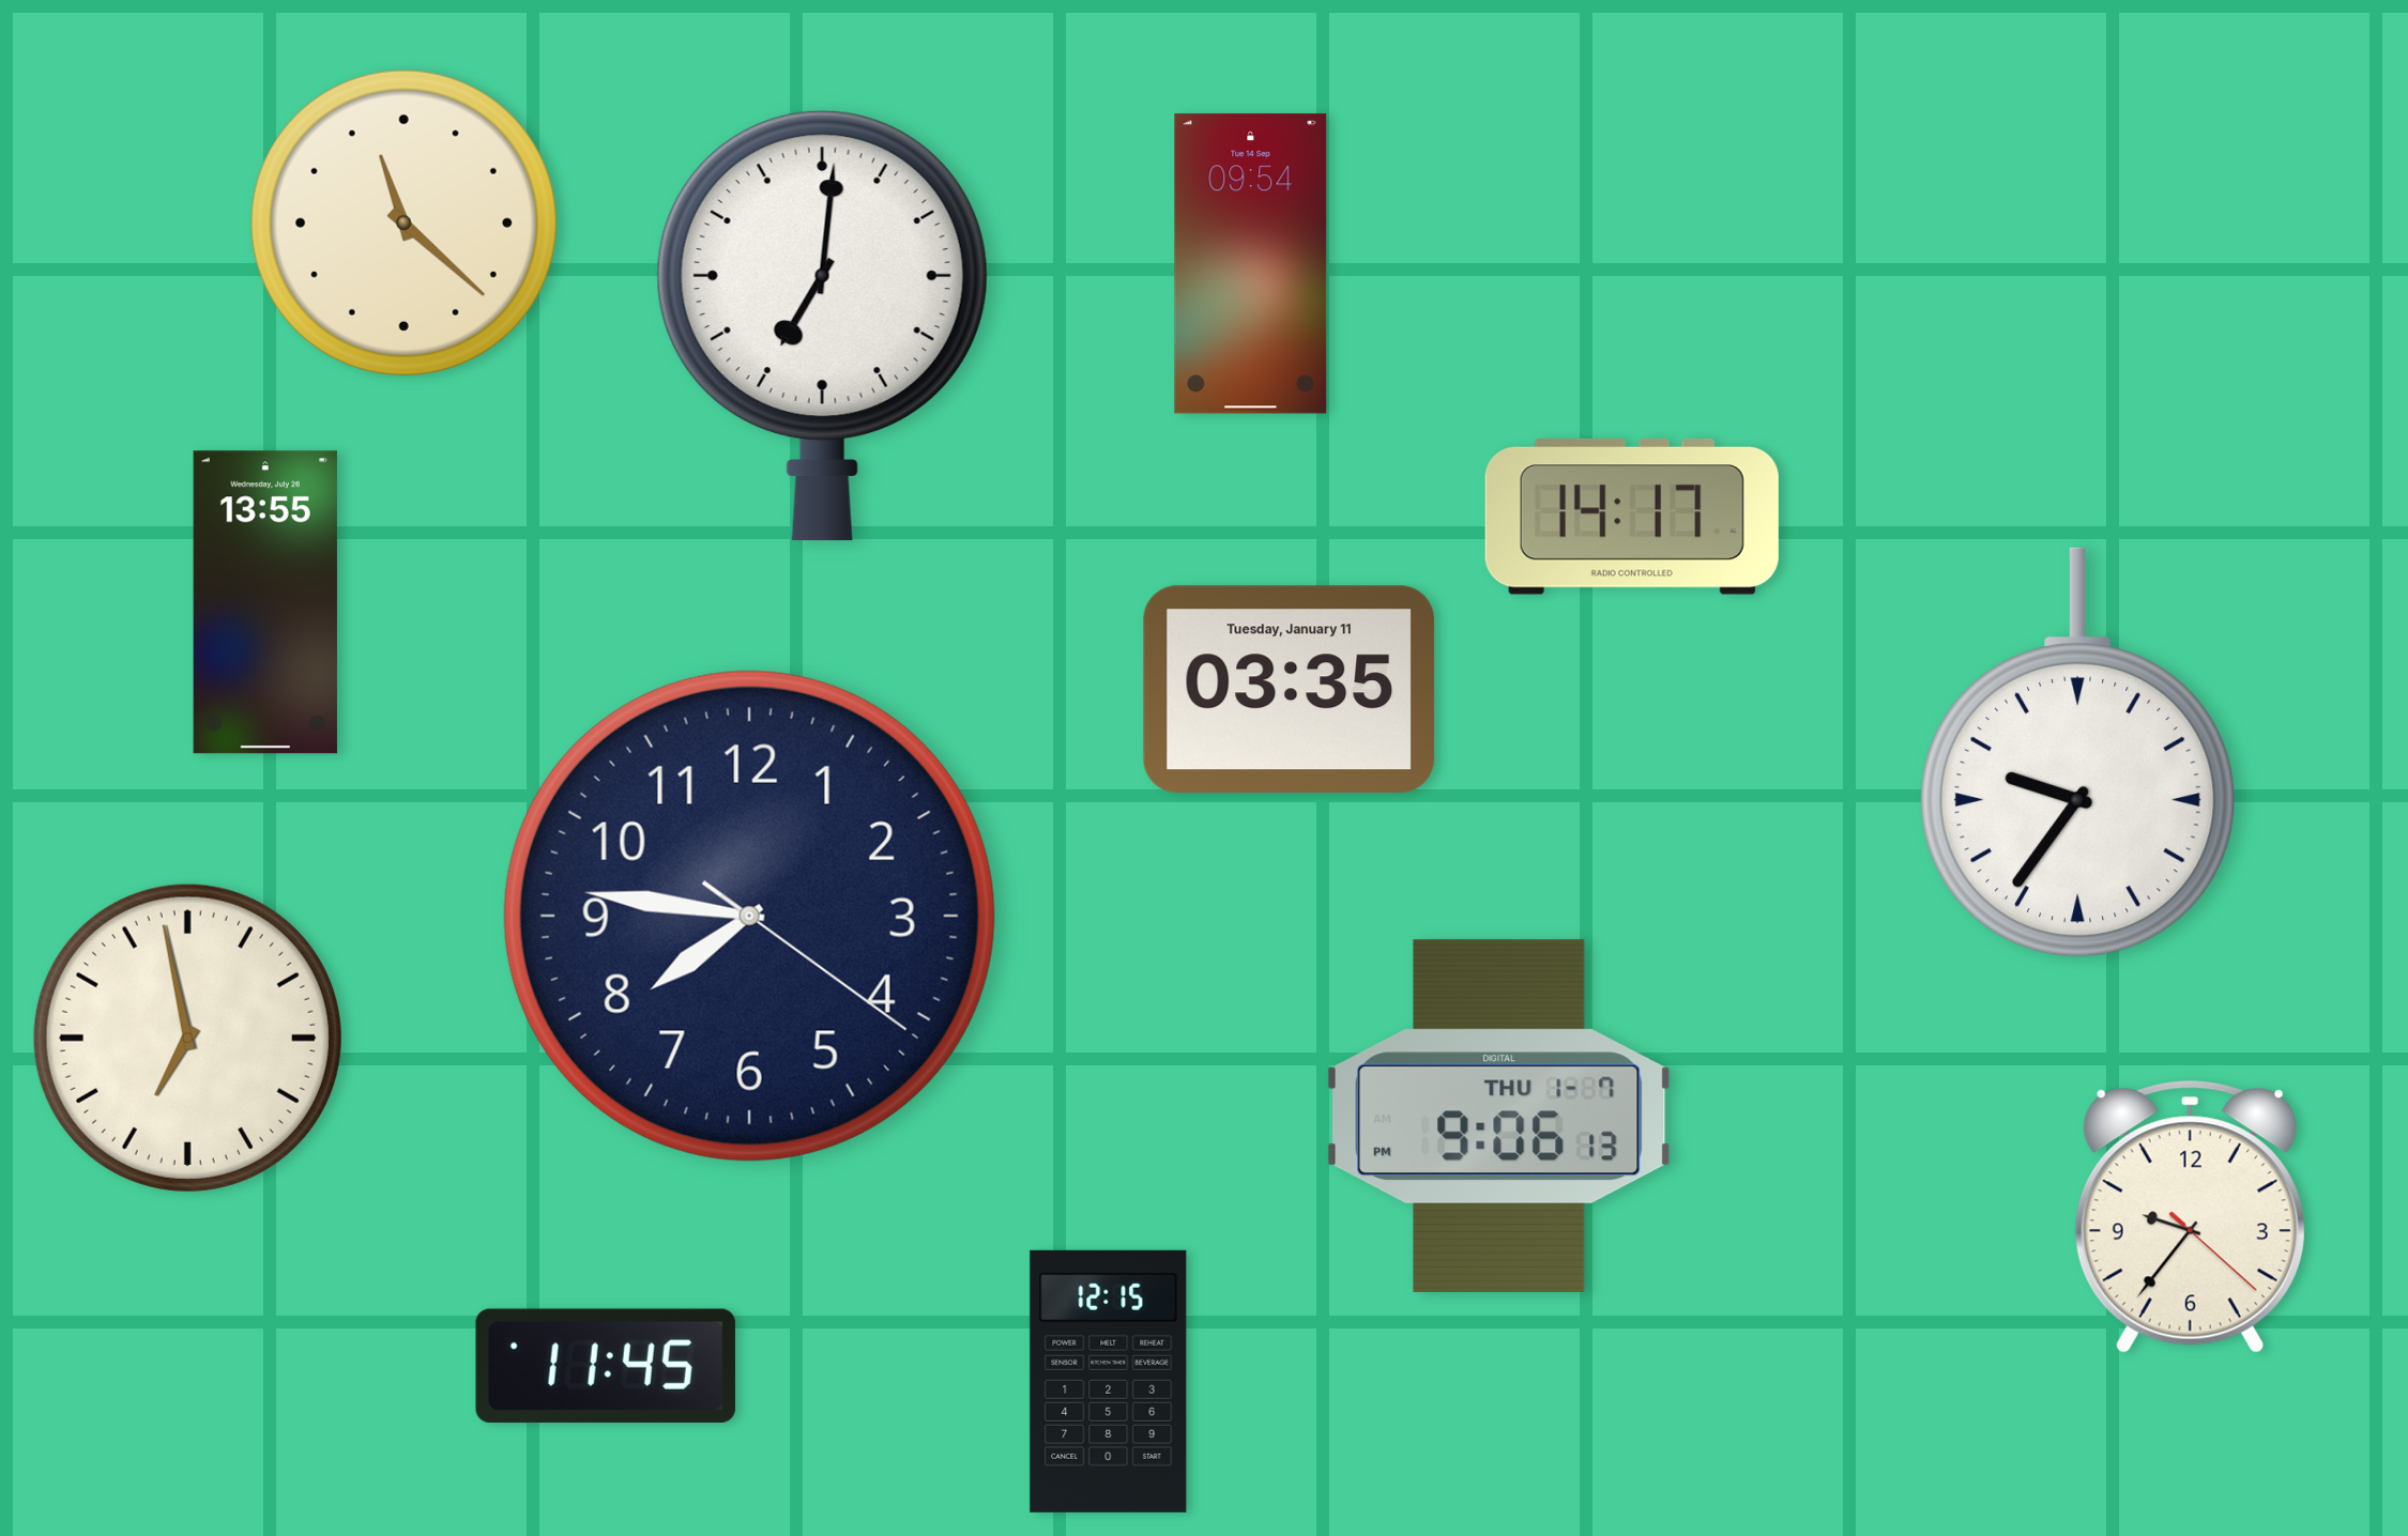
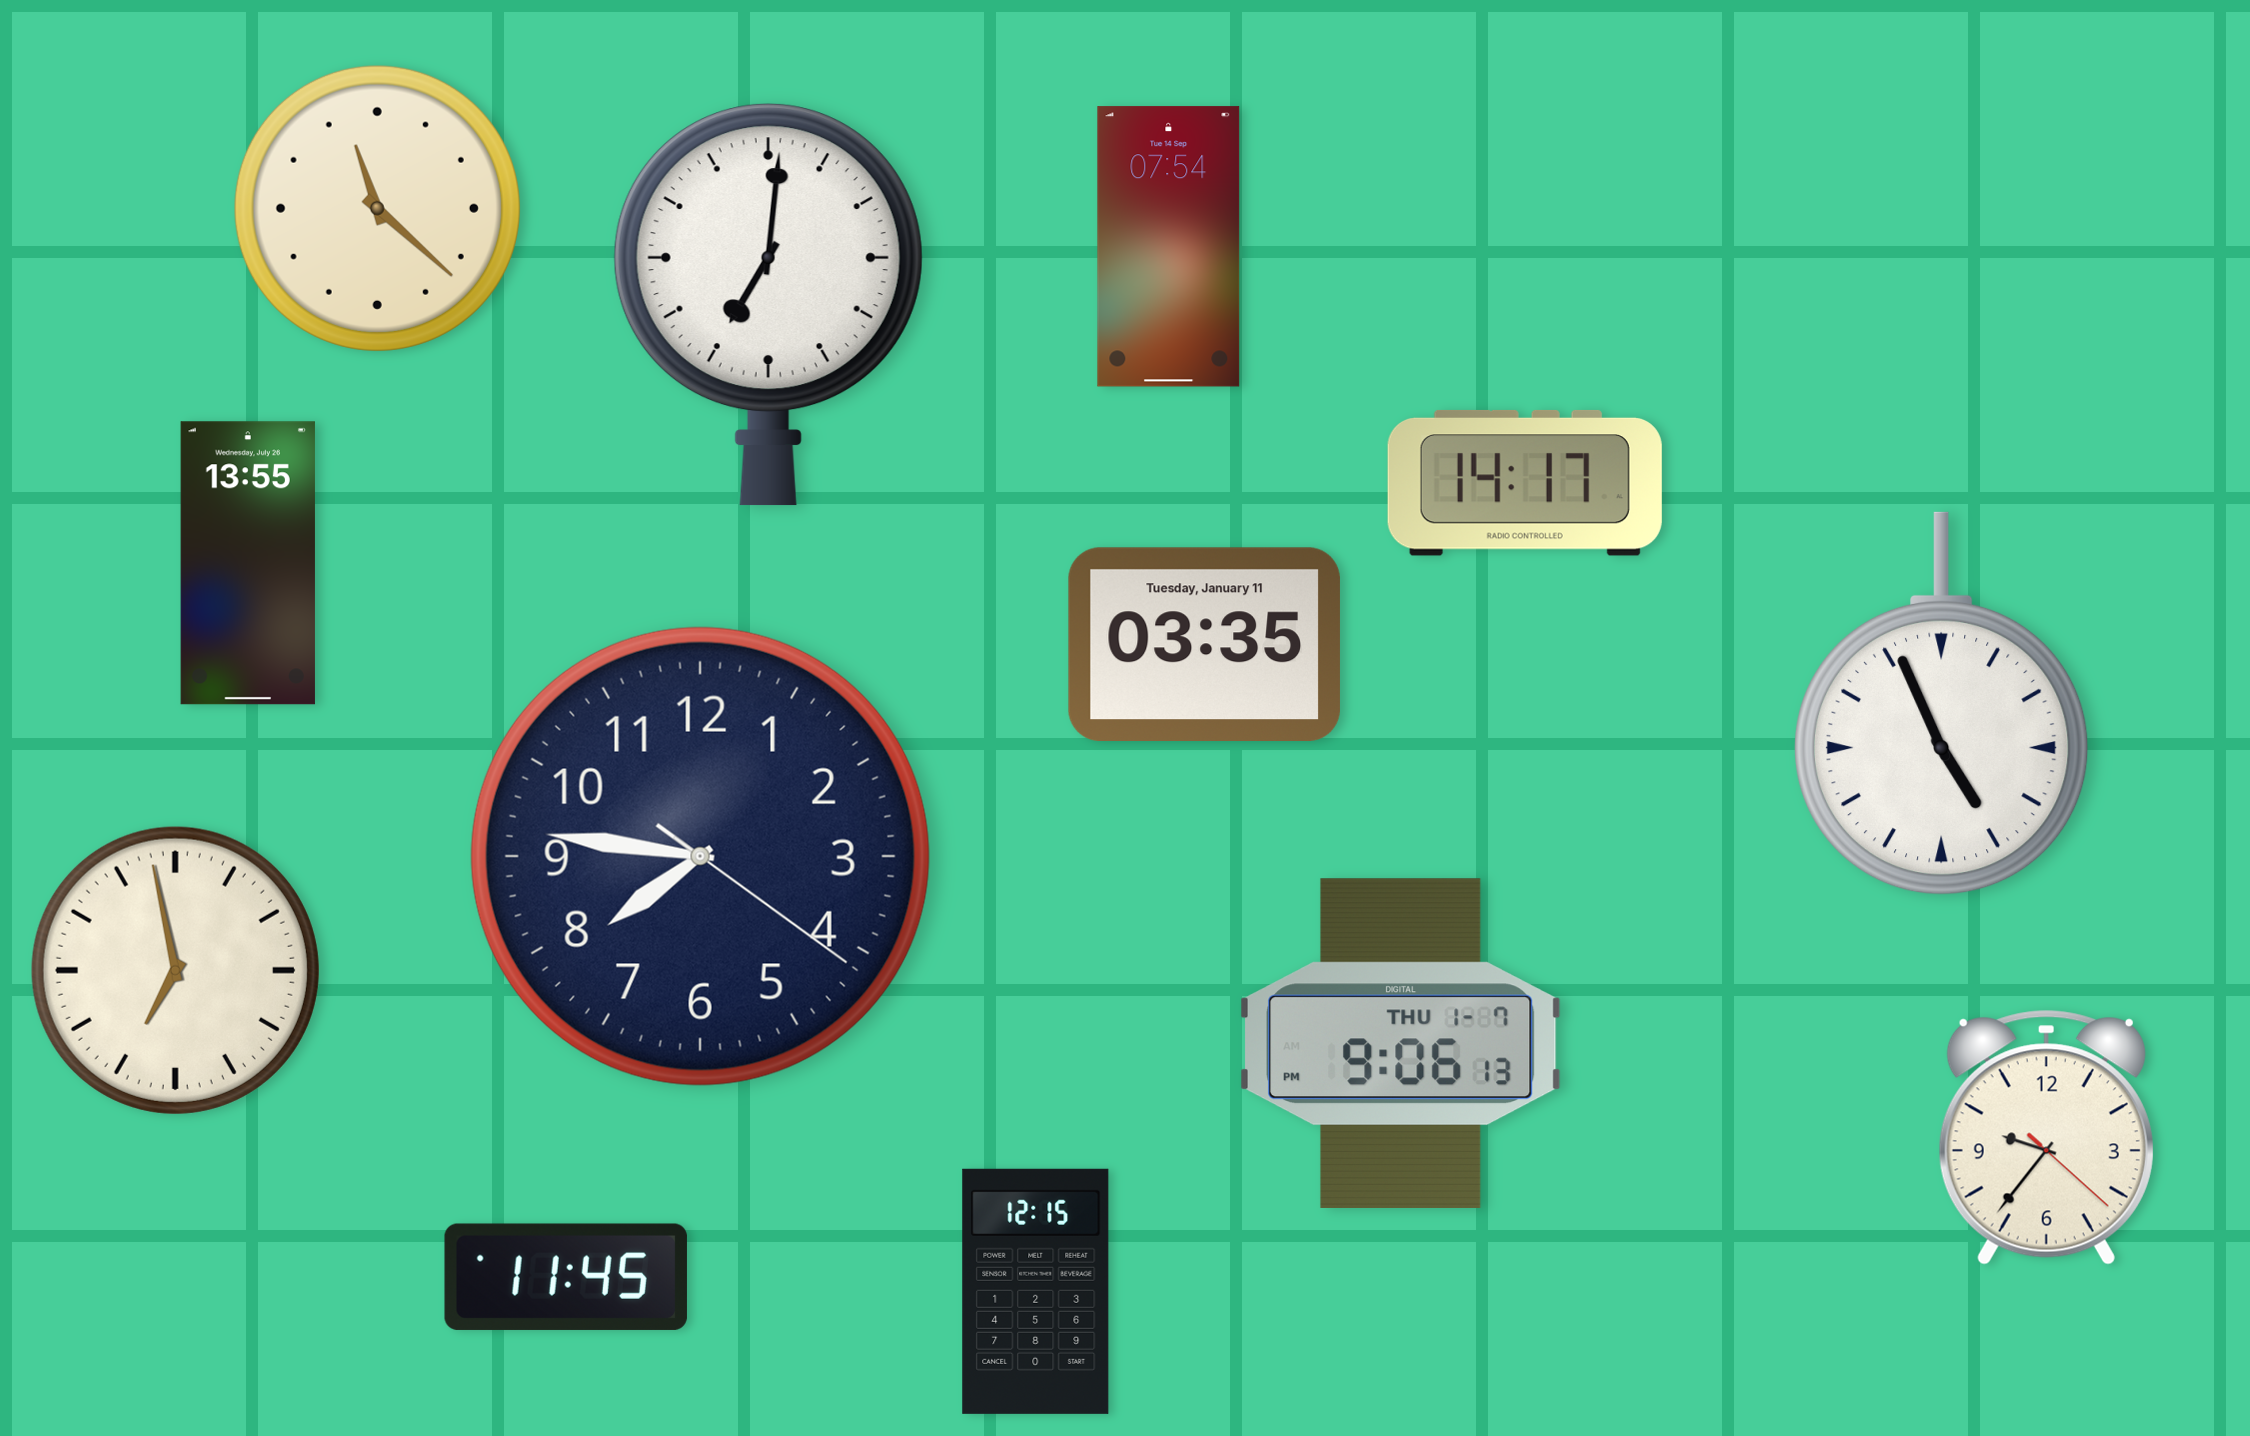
clock at (1251, 264): 09:54 -> 07:54
clock at (2077, 753): 9:36 -> 4:56
